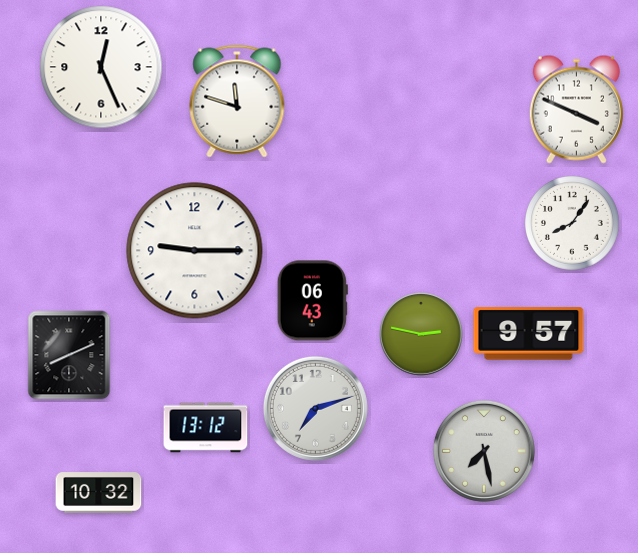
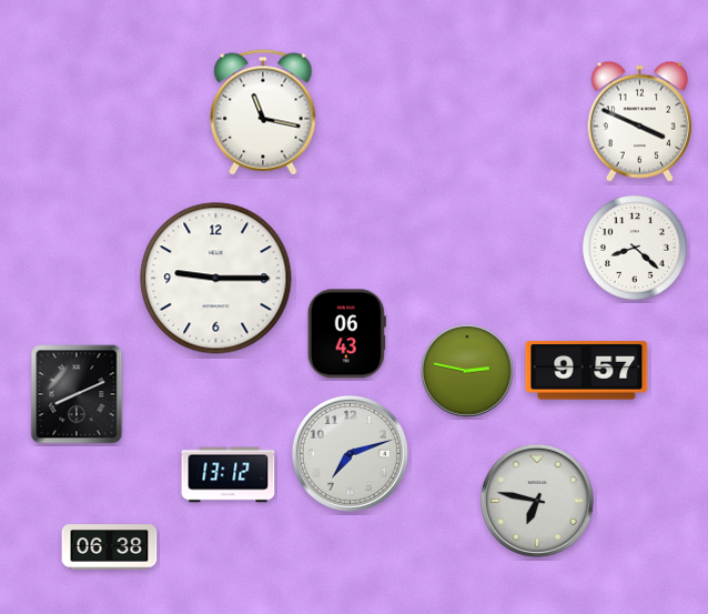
clock at (101, 67): 12:26 -> none
clock at (237, 101): 11:48 -> 11:17
clock at (573, 224): 8:06 -> 8:22
clock at (484, 451): 7:28 -> 6:47
clock at (99, 493): 10:32 -> 06:38
